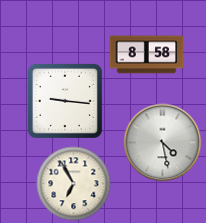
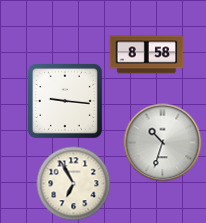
clock at (163, 143): 4:28 -> 10:33
